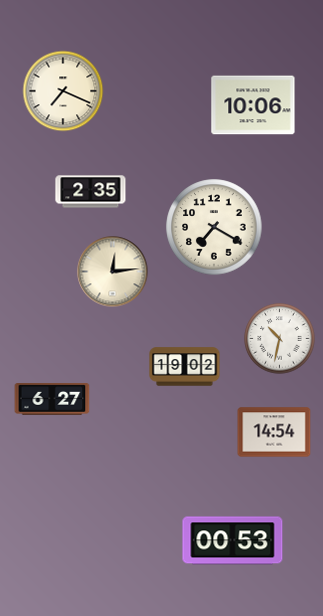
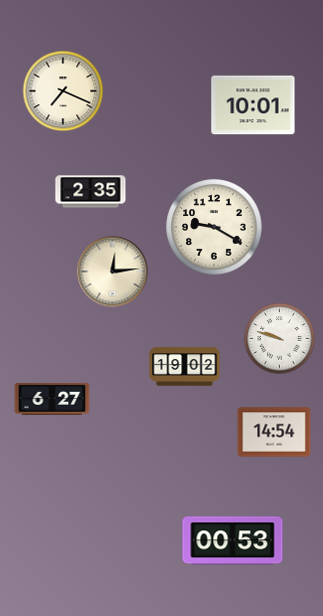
clock at (253, 105): 10:06 -> 10:01
clock at (214, 227): 7:20 -> 9:20
clock at (280, 339): 10:32 -> 9:48
